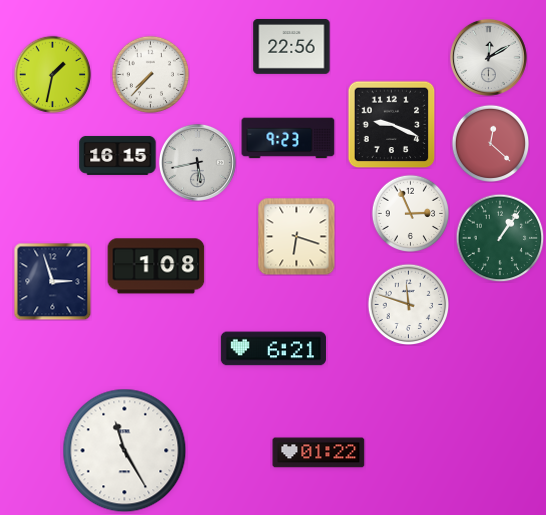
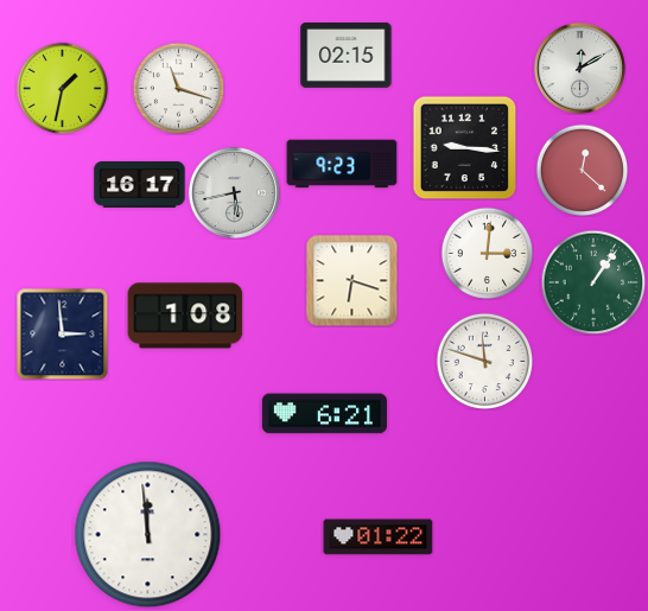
clock at (292, 47): 22:56 -> 02:15
clock at (150, 74): 7:37 -> 11:18
clock at (391, 124): 9:19 -> 9:16
clock at (118, 155): 16:15 -> 16:17
clock at (410, 213): 2:56 -> 3:01
clock at (52, 281): 2:57 -> 2:59
clock at (125, 451): 11:25 -> 11:59
